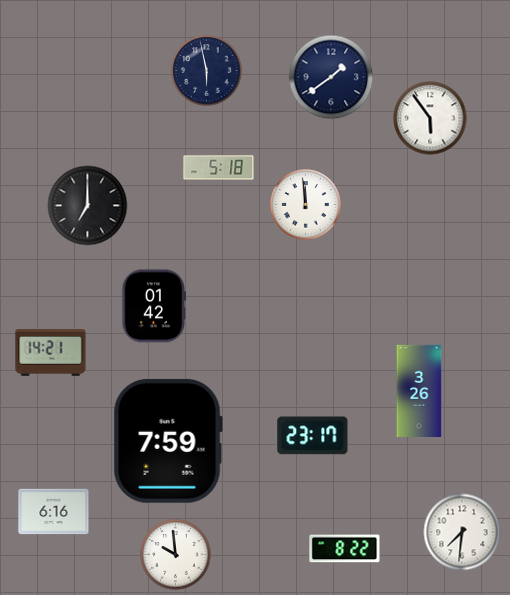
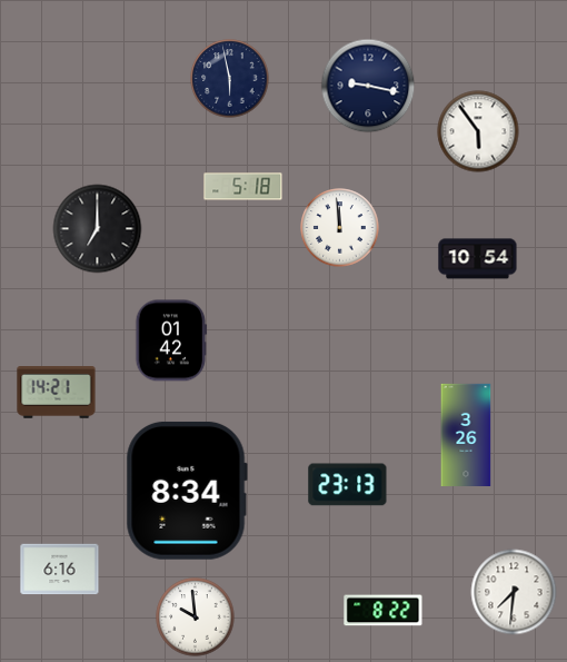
clock at (331, 77): 1:39 -> 9:17
clock at (478, 259): none -> 10:54
clock at (313, 436): 23:17 -> 23:13
clock at (168, 441): 7:59 -> 8:34
